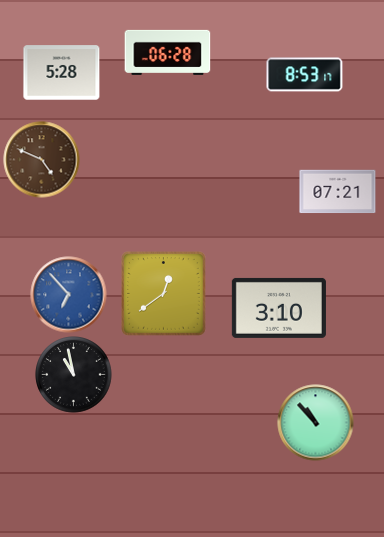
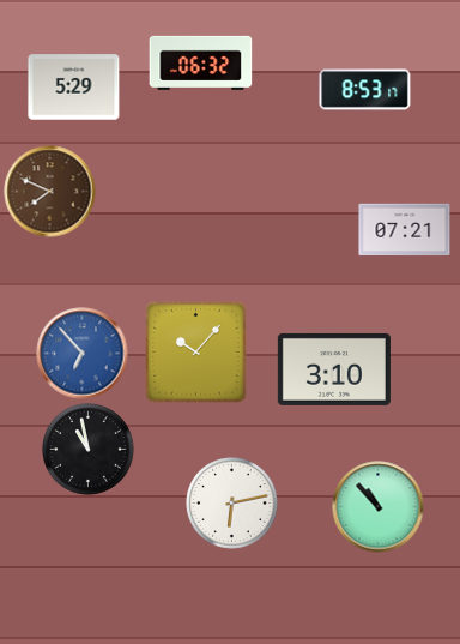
clock at (168, 52): 06:28 -> 06:32
clock at (62, 73): 5:28 -> 5:29
clock at (42, 160): 4:49 -> 7:49
clock at (164, 294): 12:39 -> 10:07
clock at (232, 504): none -> 6:13
